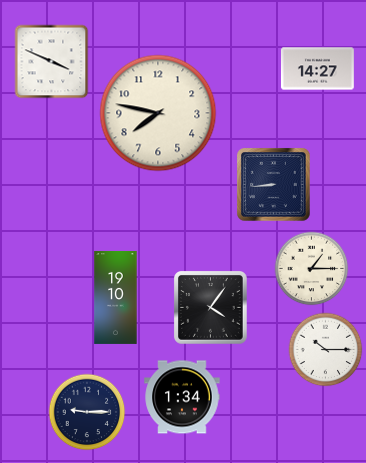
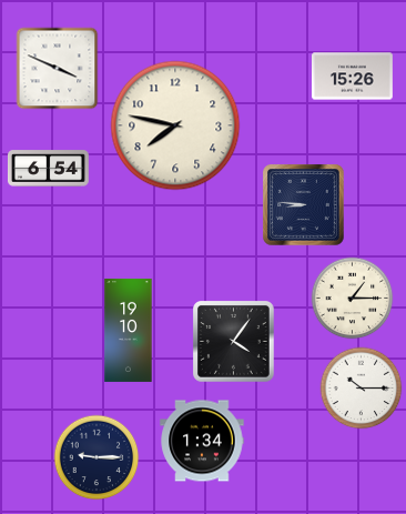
clock at (317, 69): 14:27 -> 15:26
clock at (48, 169): none -> 6:54
clock at (274, 185): 8:44 -> 8:46
clock at (312, 269) position: (312, 269) -> (353, 299)
